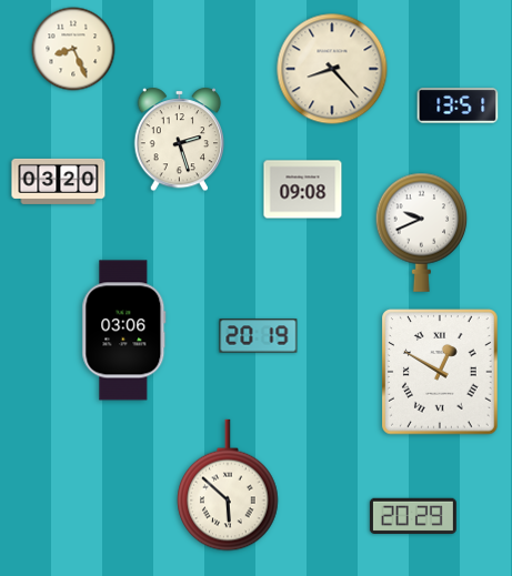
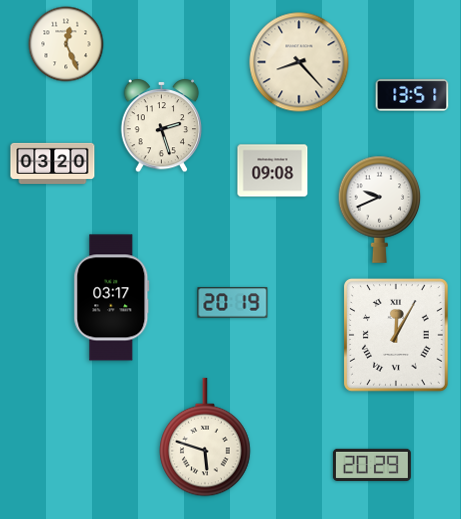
clock at (73, 49): 8:26 -> 12:26
clock at (124, 331): 03:06 -> 03:17
clock at (441, 372): 12:50 -> 12:05
clock at (228, 485): 5:52 -> 5:48
